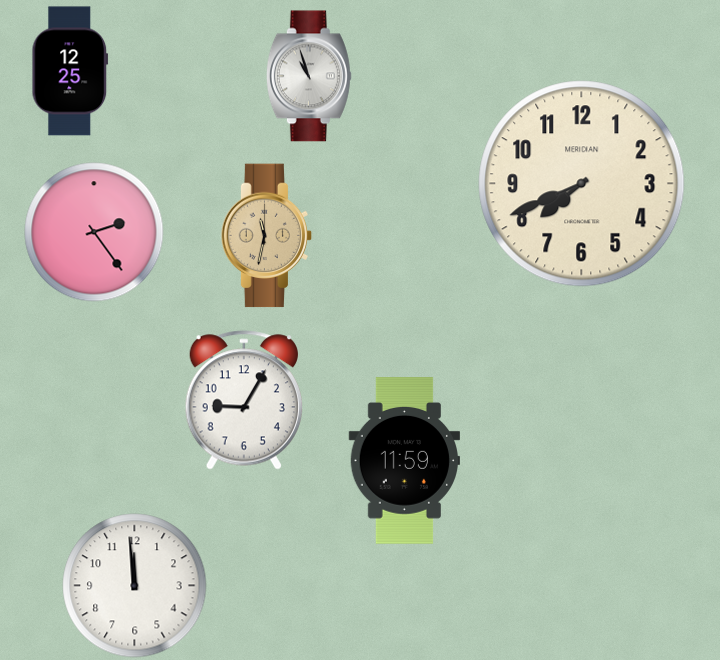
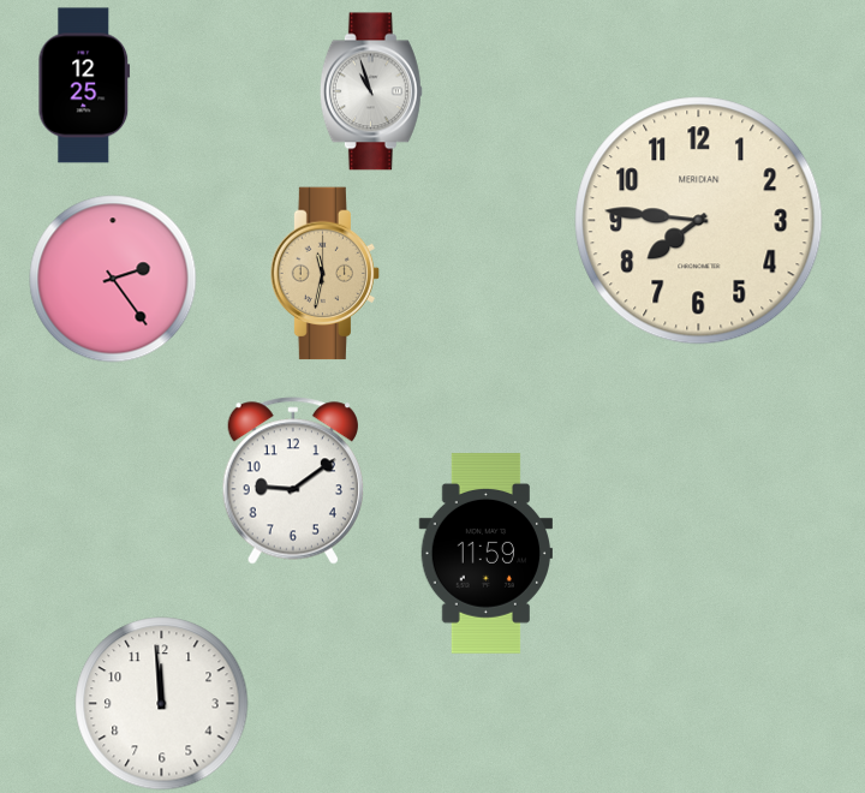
clock at (582, 184): 7:41 -> 7:46
clock at (267, 236) position: (267, 236) -> (326, 274)
clock at (243, 400): 9:05 -> 9:09
